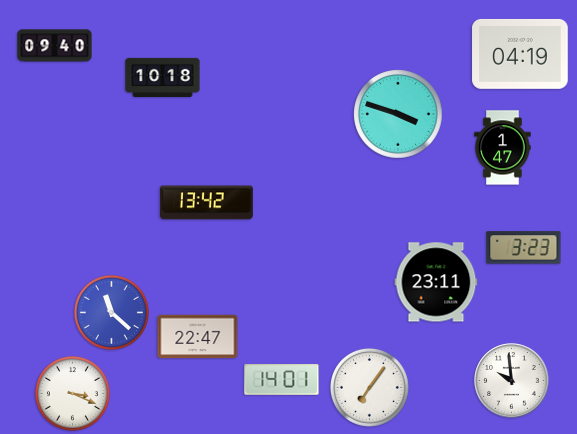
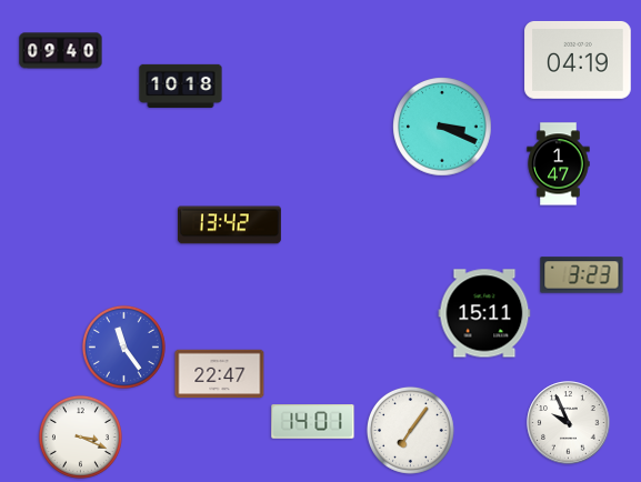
clock at (398, 114): 3:48 -> 3:19
clock at (436, 282): 23:11 -> 15:11
clock at (111, 312): 11:22 -> 11:24
clock at (512, 381): 9:59 -> 9:56
